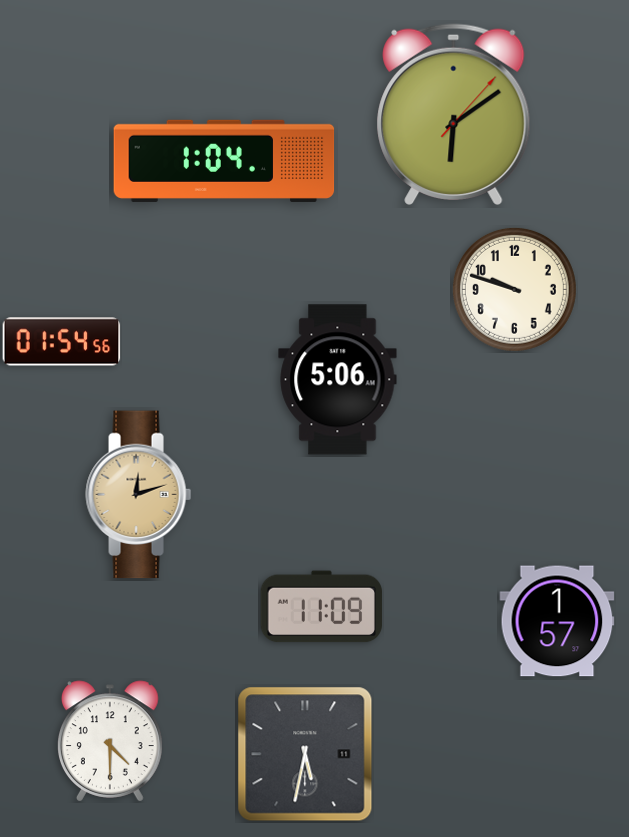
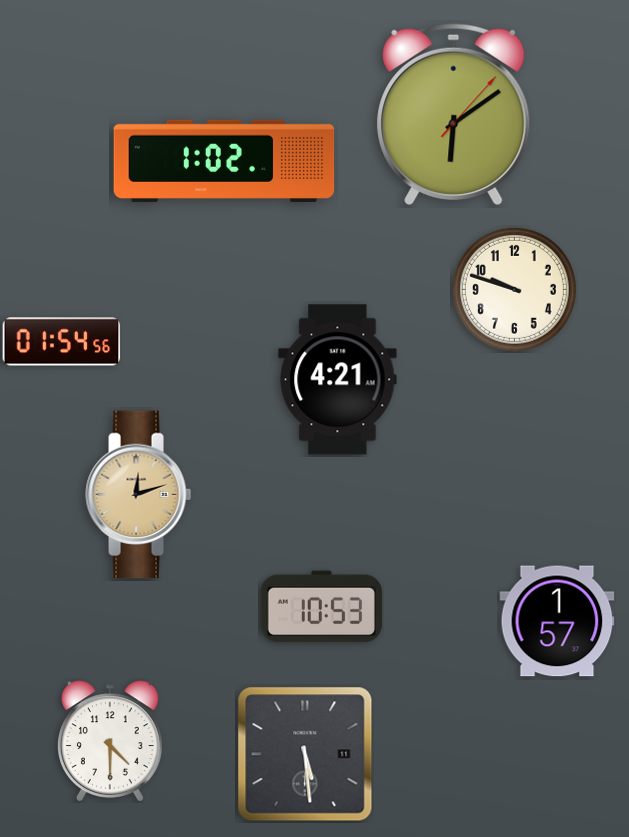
clock at (224, 161): 1:04 -> 1:02
clock at (338, 380): 5:06 -> 4:21
clock at (321, 607): 11:09 -> 10:53
clock at (305, 754): 5:32 -> 5:29
